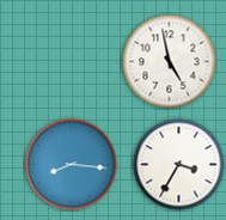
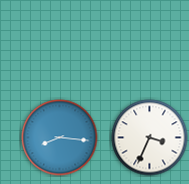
clock at (170, 62): 4:58 -> none
clock at (179, 165): 3:35 -> 3:34
